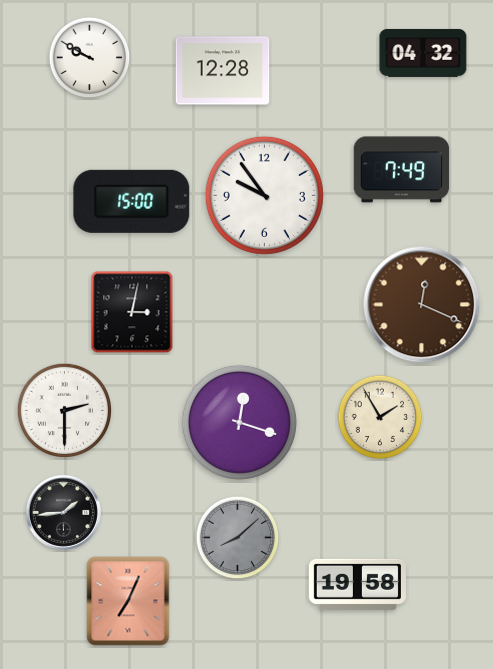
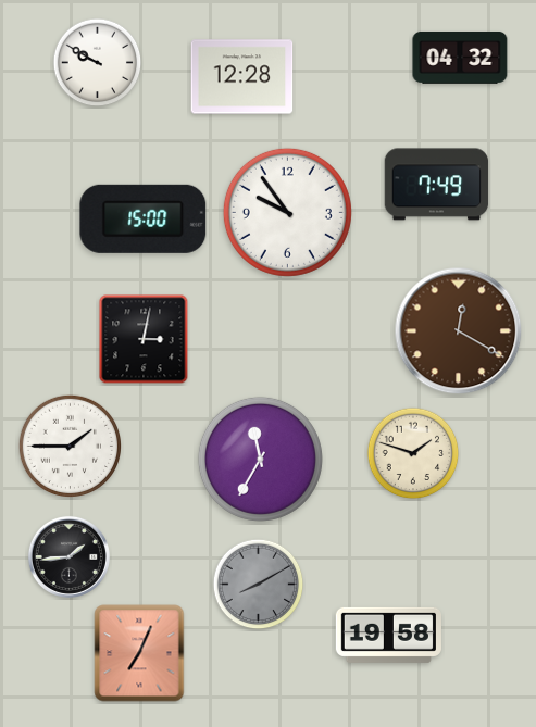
clock at (422, 305): 12:19 -> 12:20
clock at (64, 410): 2:30 -> 1:45
clock at (380, 417): 1:55 -> 1:48
clock at (239, 422): 12:18 -> 11:35
clock at (238, 538): 8:08 -> 8:10
